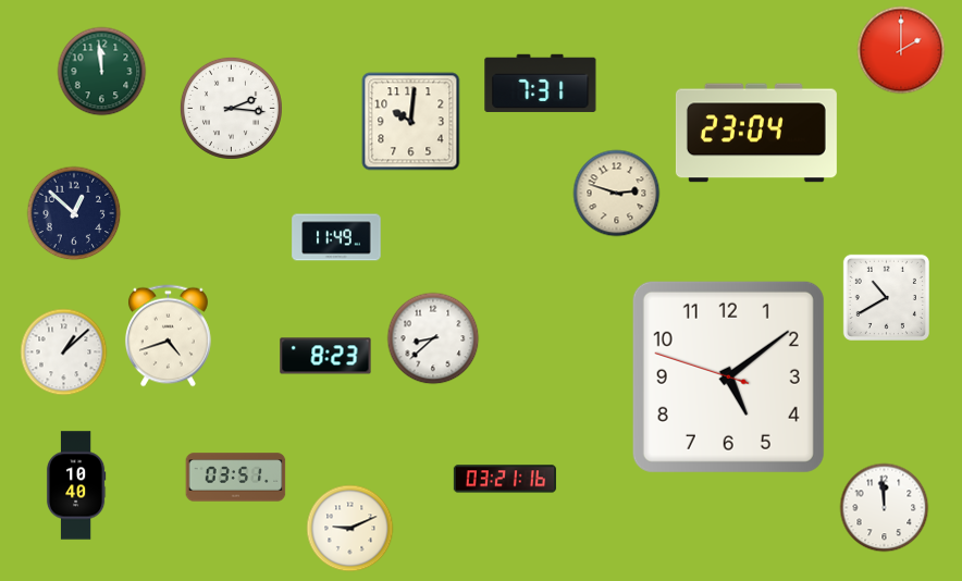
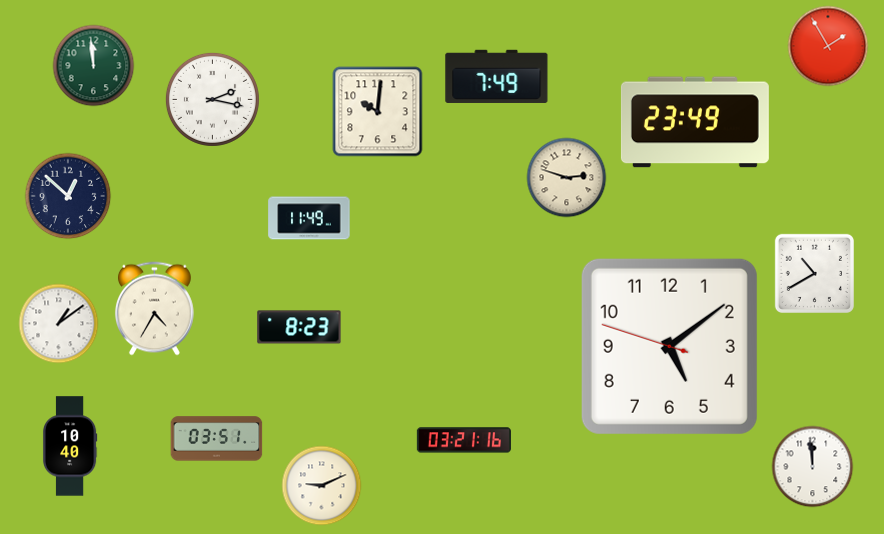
clock at (901, 50): 2:00 -> 1:55
clock at (541, 83): 7:31 -> 7:49
clock at (231, 108): 2:16 -> 2:17
clock at (756, 133): 23:04 -> 23:49
clock at (168, 336): 4:42 -> 4:35
clock at (433, 338): 8:38 -> none
clock at (64, 353): 1:08 -> 1:09
